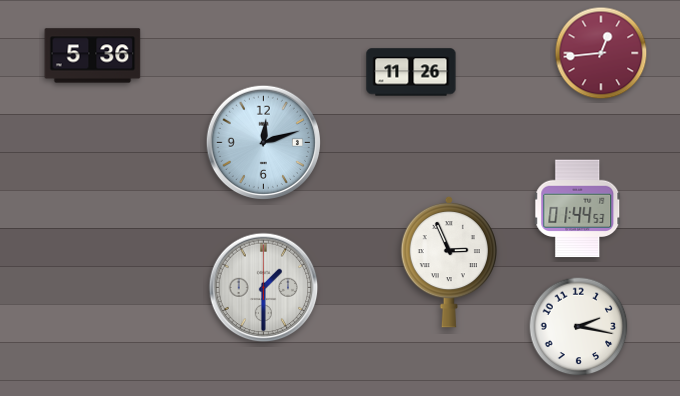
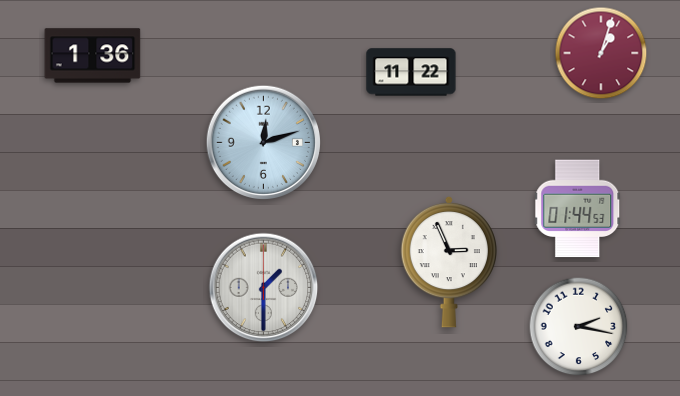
clock at (601, 53): 12:44 -> 1:03
clock at (93, 56): 5:36 -> 1:36
clock at (411, 72): 11:26 -> 11:22
